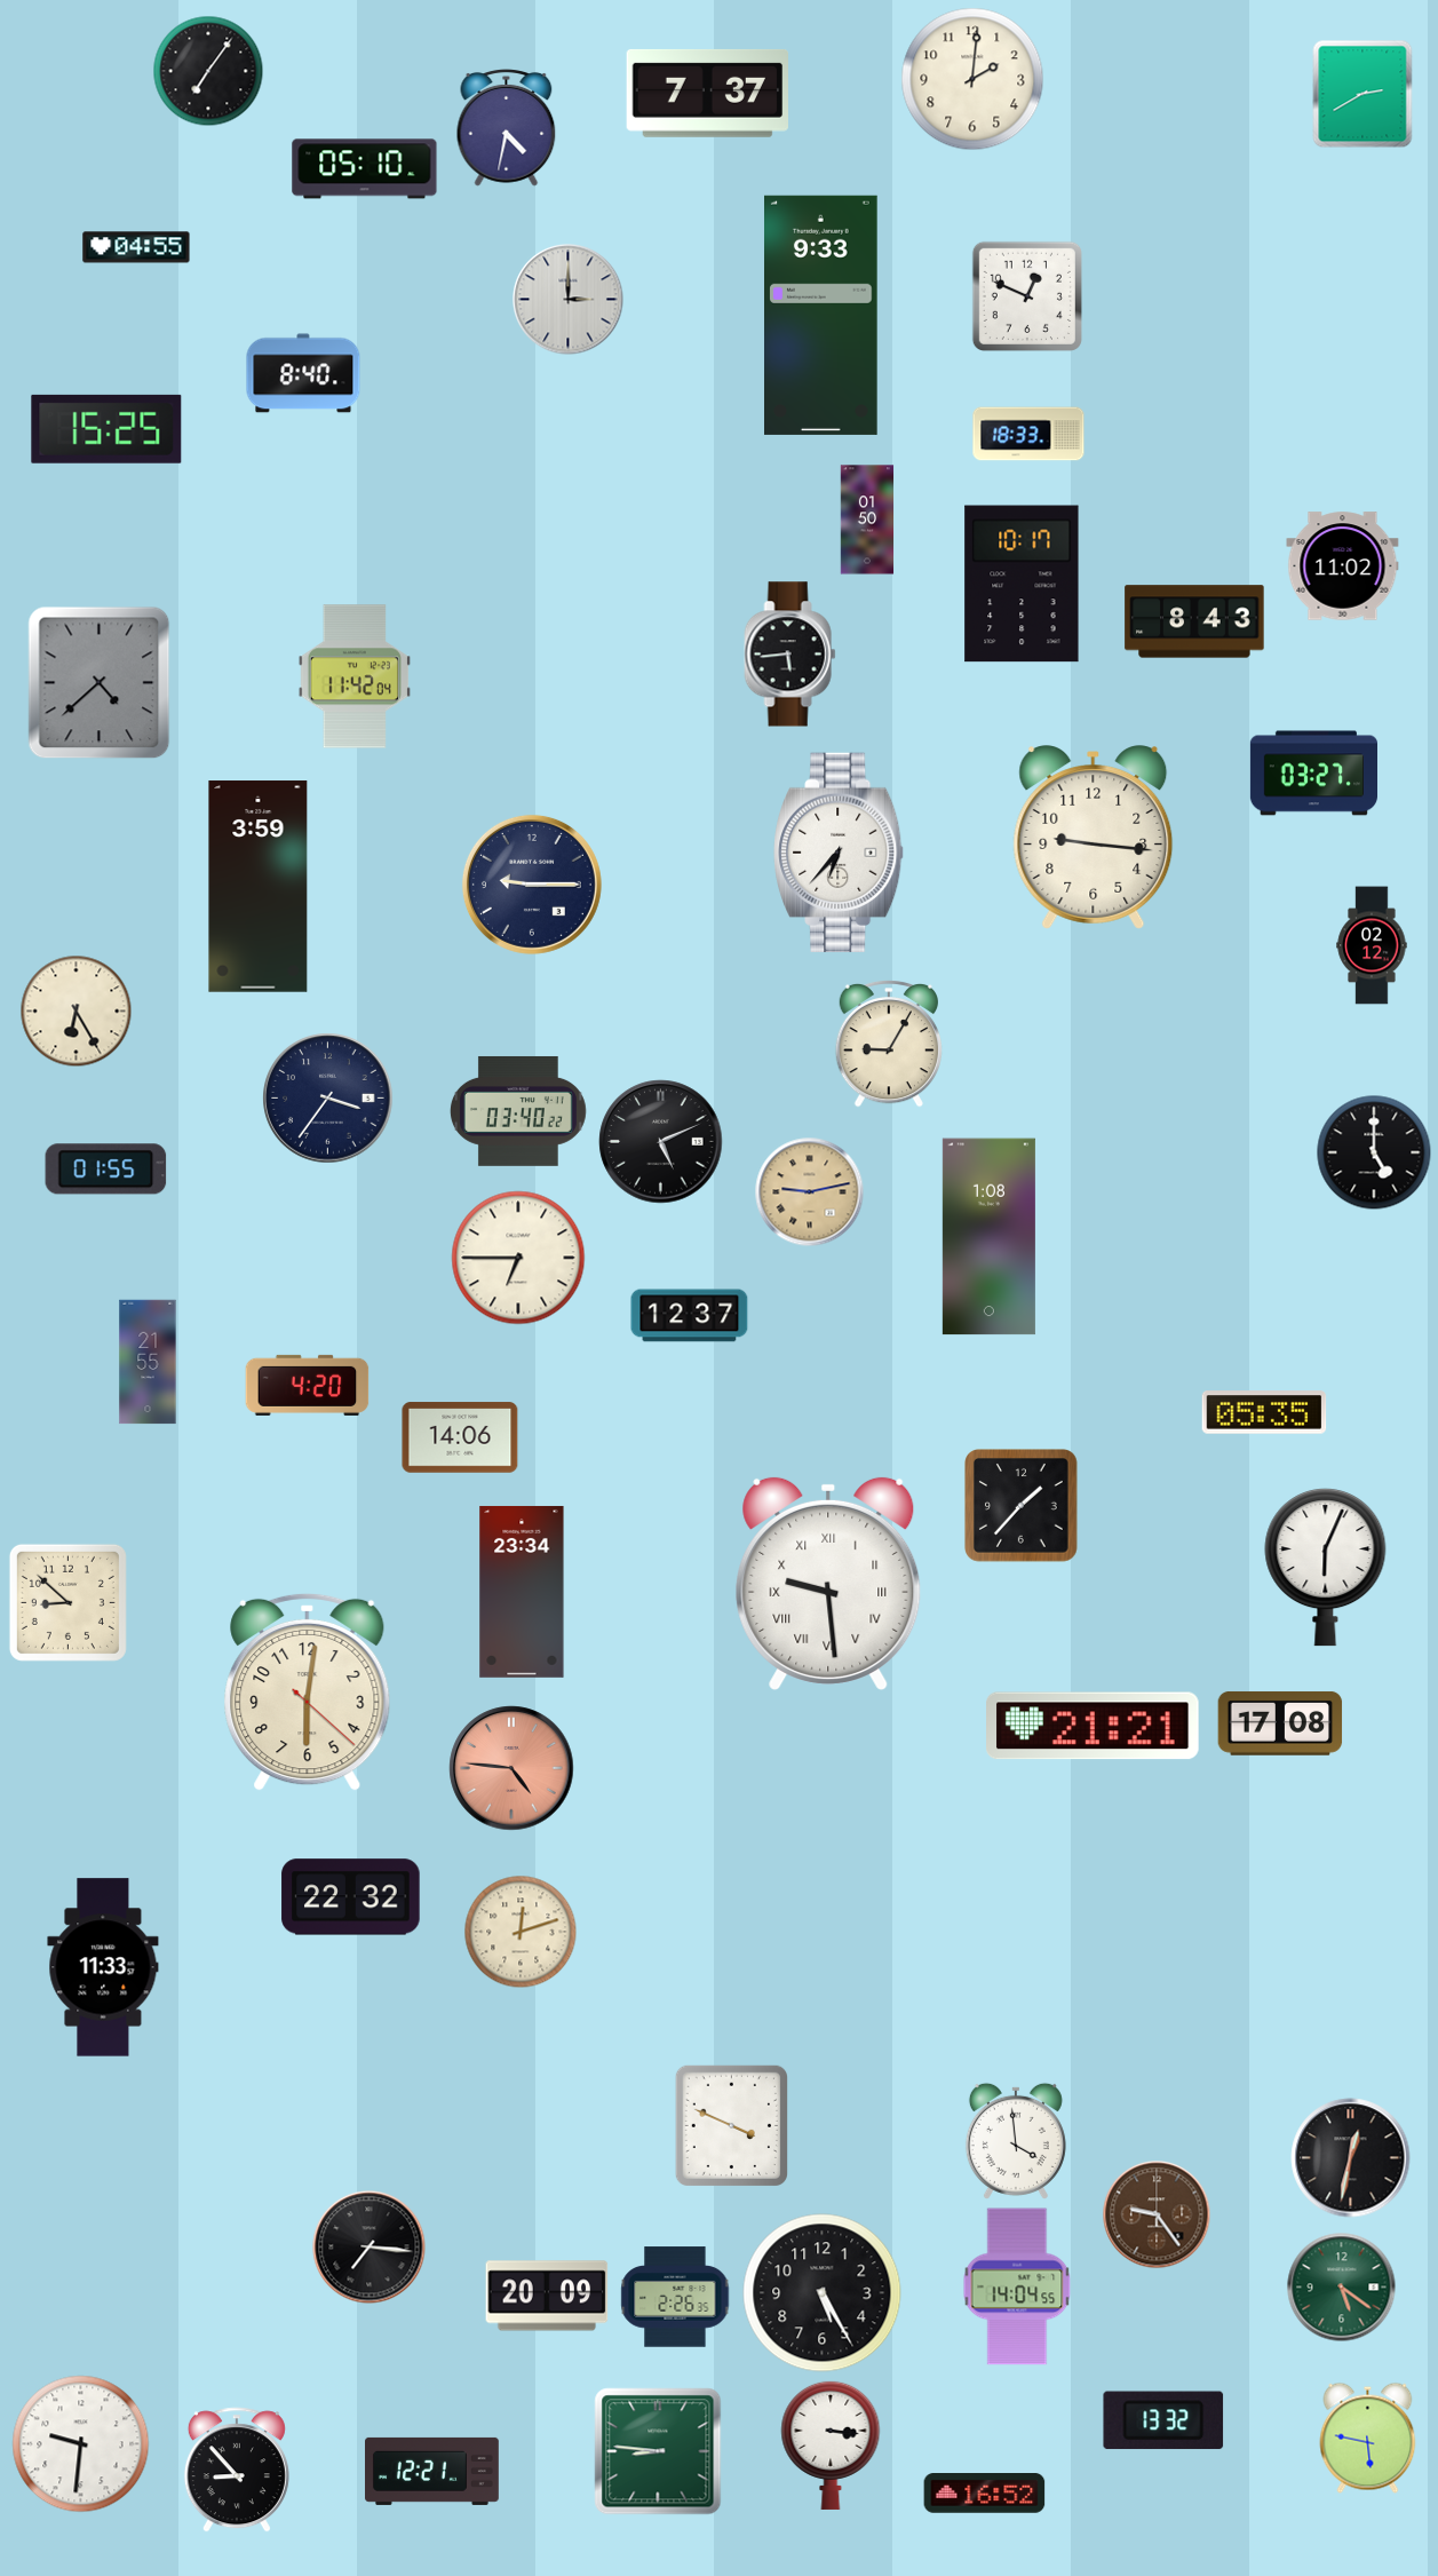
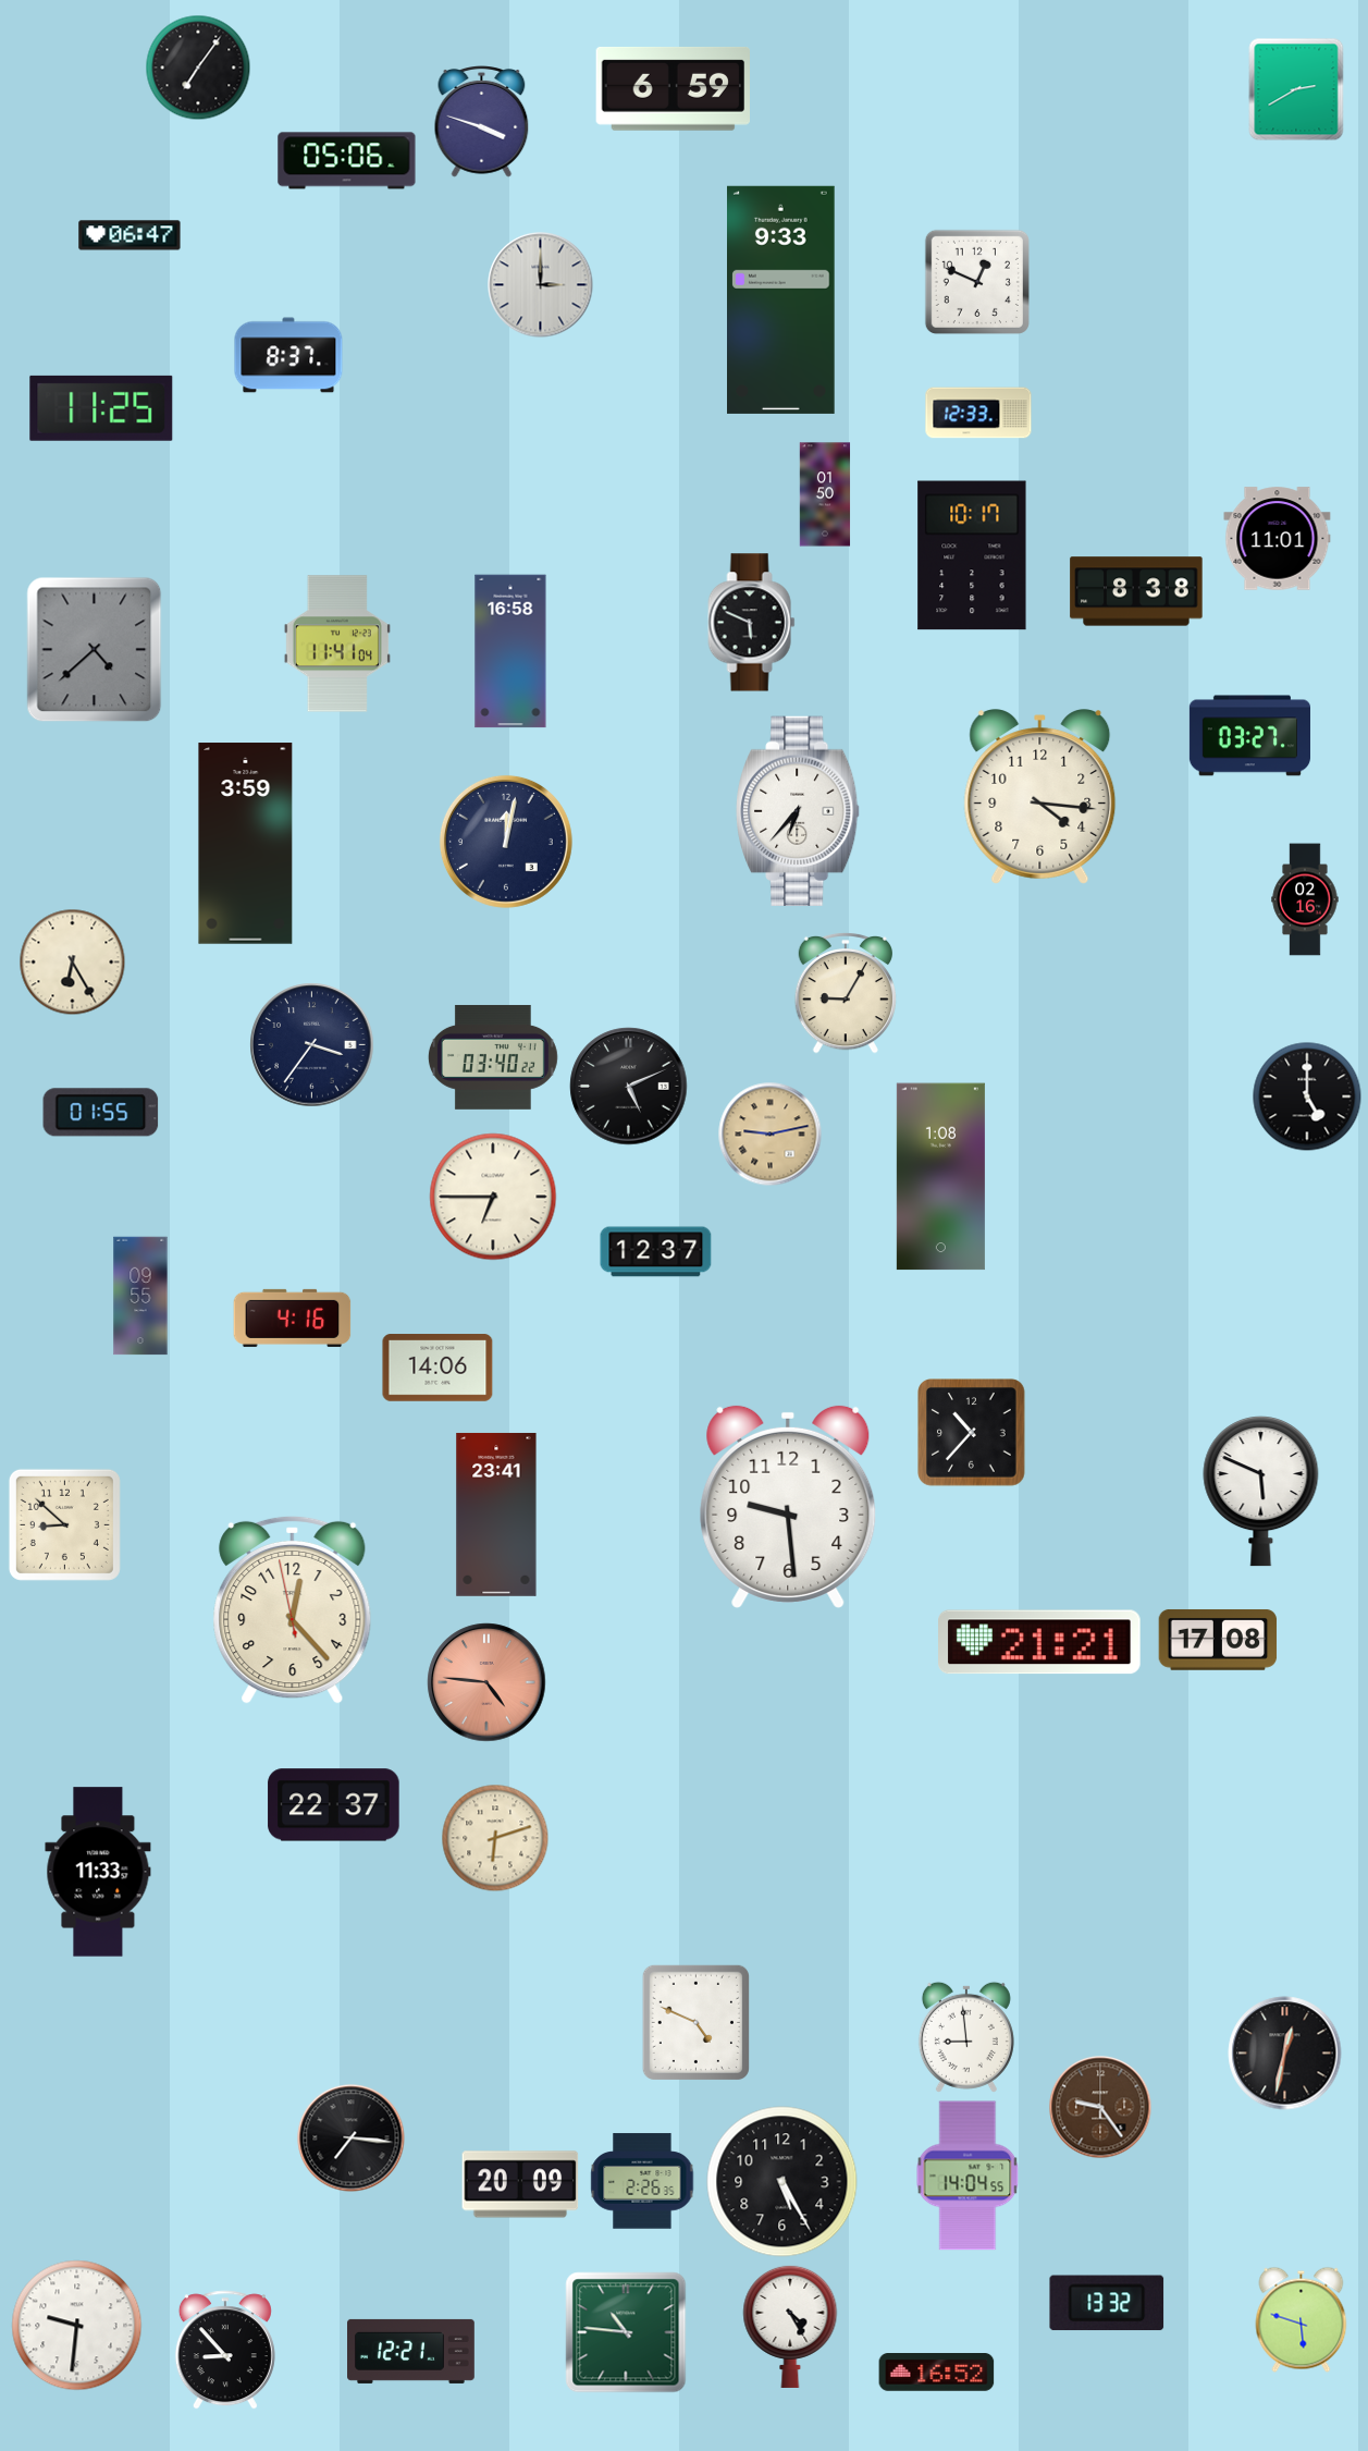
clock at (972, 79): 2:01 -> none
clock at (707, 93): 7:37 -> 6:59
clock at (507, 128): 4:32 -> 3:48
clock at (365, 169): 05:10 -> 05:06
clock at (136, 247): 04:55 -> 06:47
clock at (303, 373): 8:40 -> 8:37
clock at (106, 429): 15:25 -> 11:25
clock at (1028, 434): 18:33 -> 12:33
clock at (1343, 566): 11:02 -> 11:01
clock at (1194, 621): 8:43 -> 8:38
clock at (790, 655): 5:44 -> 5:49
clock at (355, 676): 11:42 -> 11:41
clock at (510, 651): none -> 16:58
clock at (1094, 838): 9:16 -> 4:16
clock at (532, 885): 9:15 -> 12:02
clock at (1372, 945): 02:12 -> 02:16
clock at (148, 1362): 21:55 -> 09:55
clock at (308, 1385): 4:20 -> 4:16
clock at (1264, 1412): 05:35 -> none
clock at (1022, 1506): 1:37 -> 10:37
clock at (1326, 1568): 6:04 -> 5:49
clock at (828, 1584) numerals: Roman -> Arabic
clock at (522, 1592): 23:34 -> 23:41
clock at (308, 1691): 6:01 -> 12:22
clock at (351, 1897): 22:32 -> 22:37
clock at (521, 1932): 12:12 -> 6:12
clock at (731, 2125): 3:49 -> 4:49
clock at (1016, 2141): 3:59 -> 8:59
clock at (1342, 2288): 5:21 -> none
clock at (675, 2297) position: (675, 2297) -> (642, 2181)
clock at (1368, 2438): 5:47 -> 5:48
clock at (831, 2444): 3:16 -> 4:25
clock at (658, 2451): 8:46 -> 10:46
